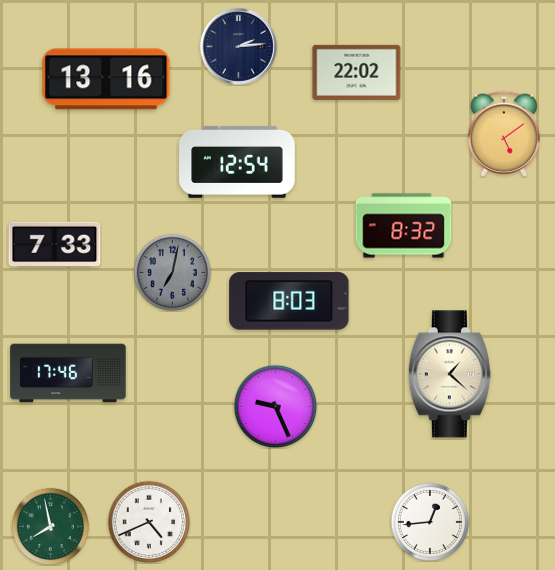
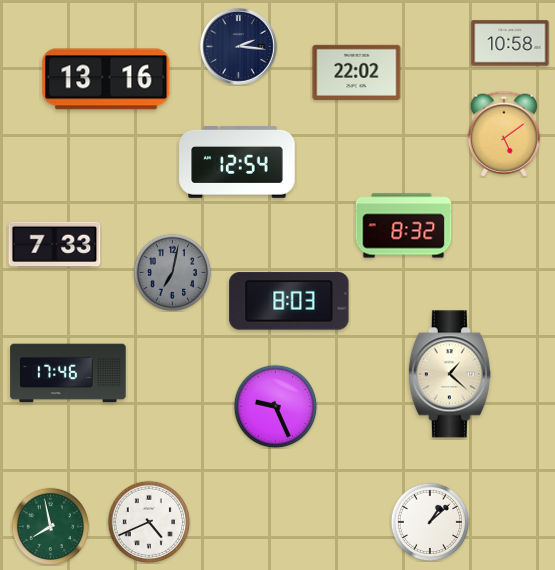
clock at (510, 43): none -> 10:58
clock at (238, 46): 2:14 -> 2:16
clock at (430, 522): 12:44 -> 1:08
